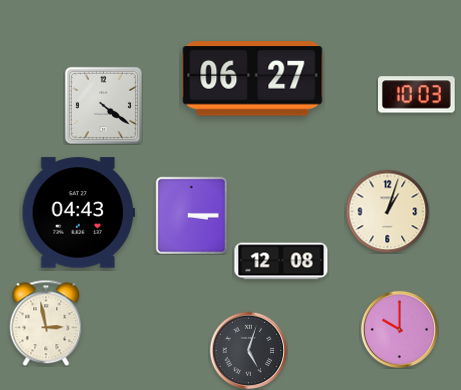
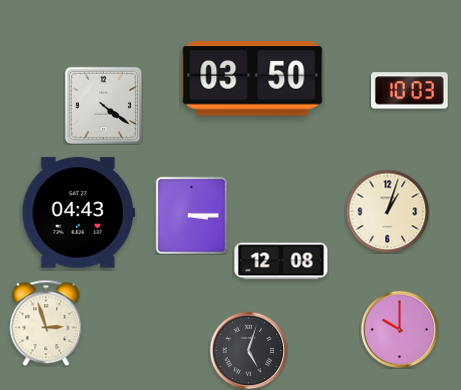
clock at (253, 79): 06:27 -> 03:50
clock at (417, 95) position: (417, 95) -> (410, 91)
clock at (46, 323): 2:58 -> 2:57
